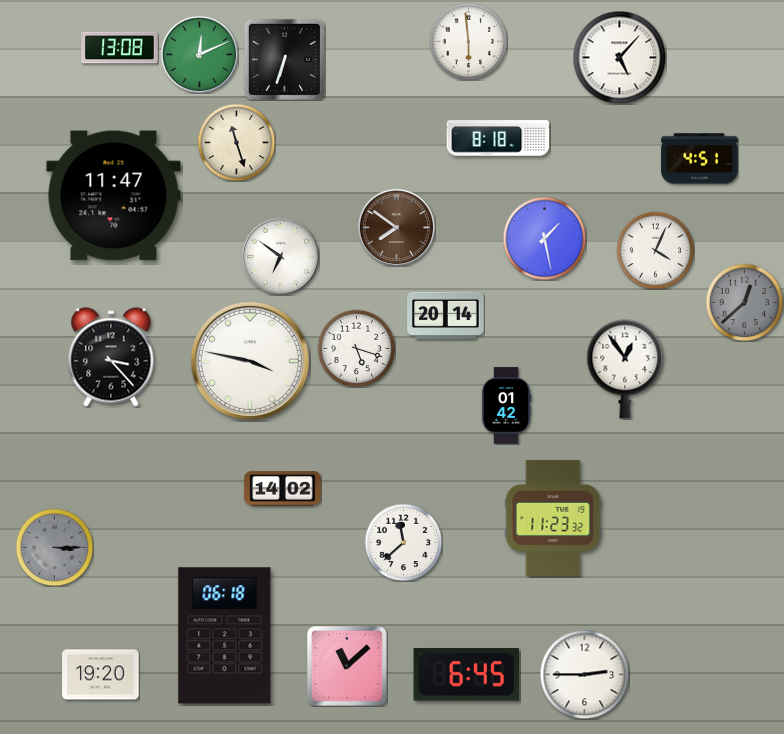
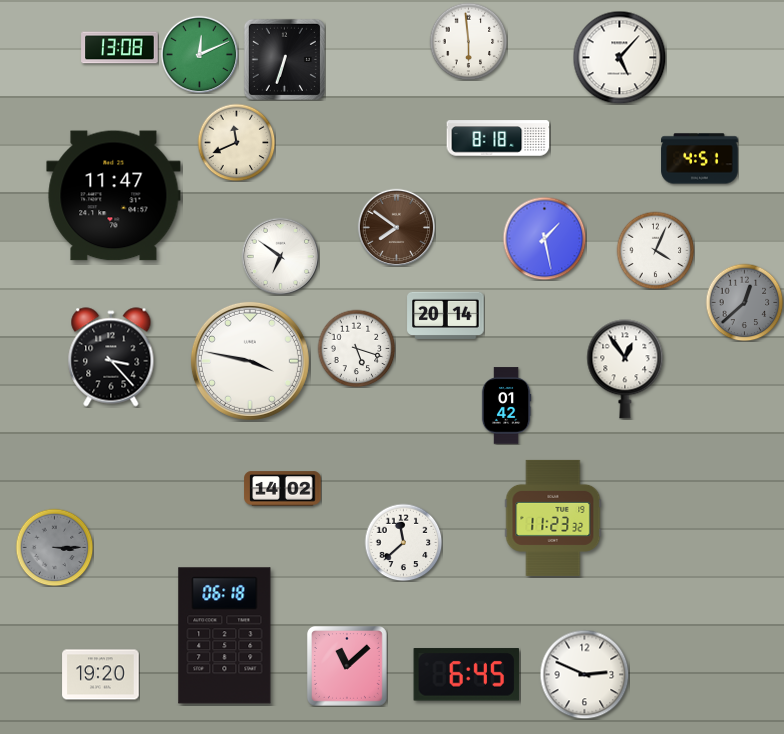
clock at (236, 142): 11:27 -> 11:41
clock at (584, 674): 2:45 -> 2:49
